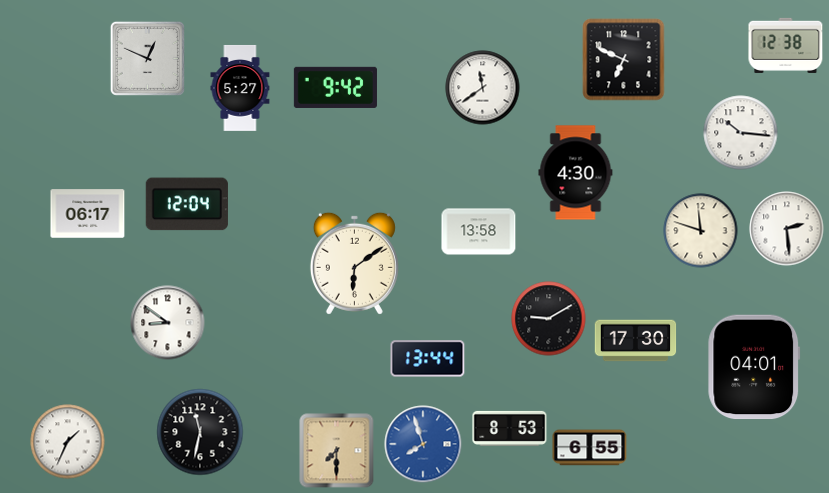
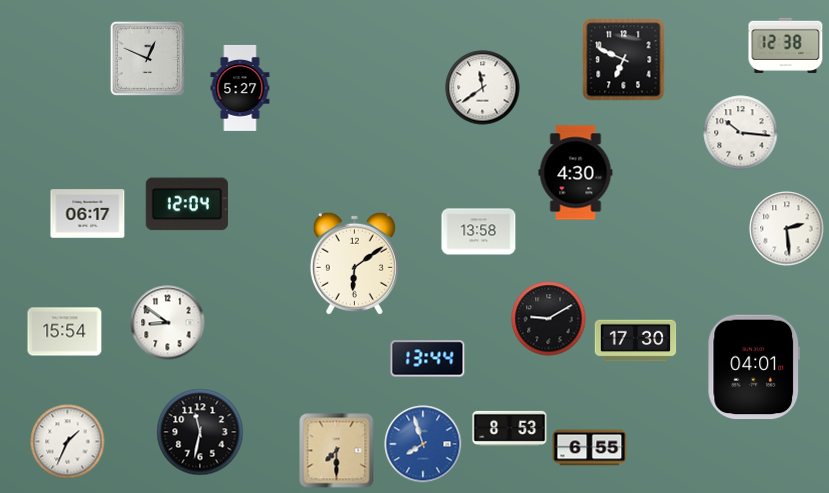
clock at (335, 87): 9:42 -> none
clock at (701, 231): 11:48 -> none
clock at (65, 332): none -> 15:54
